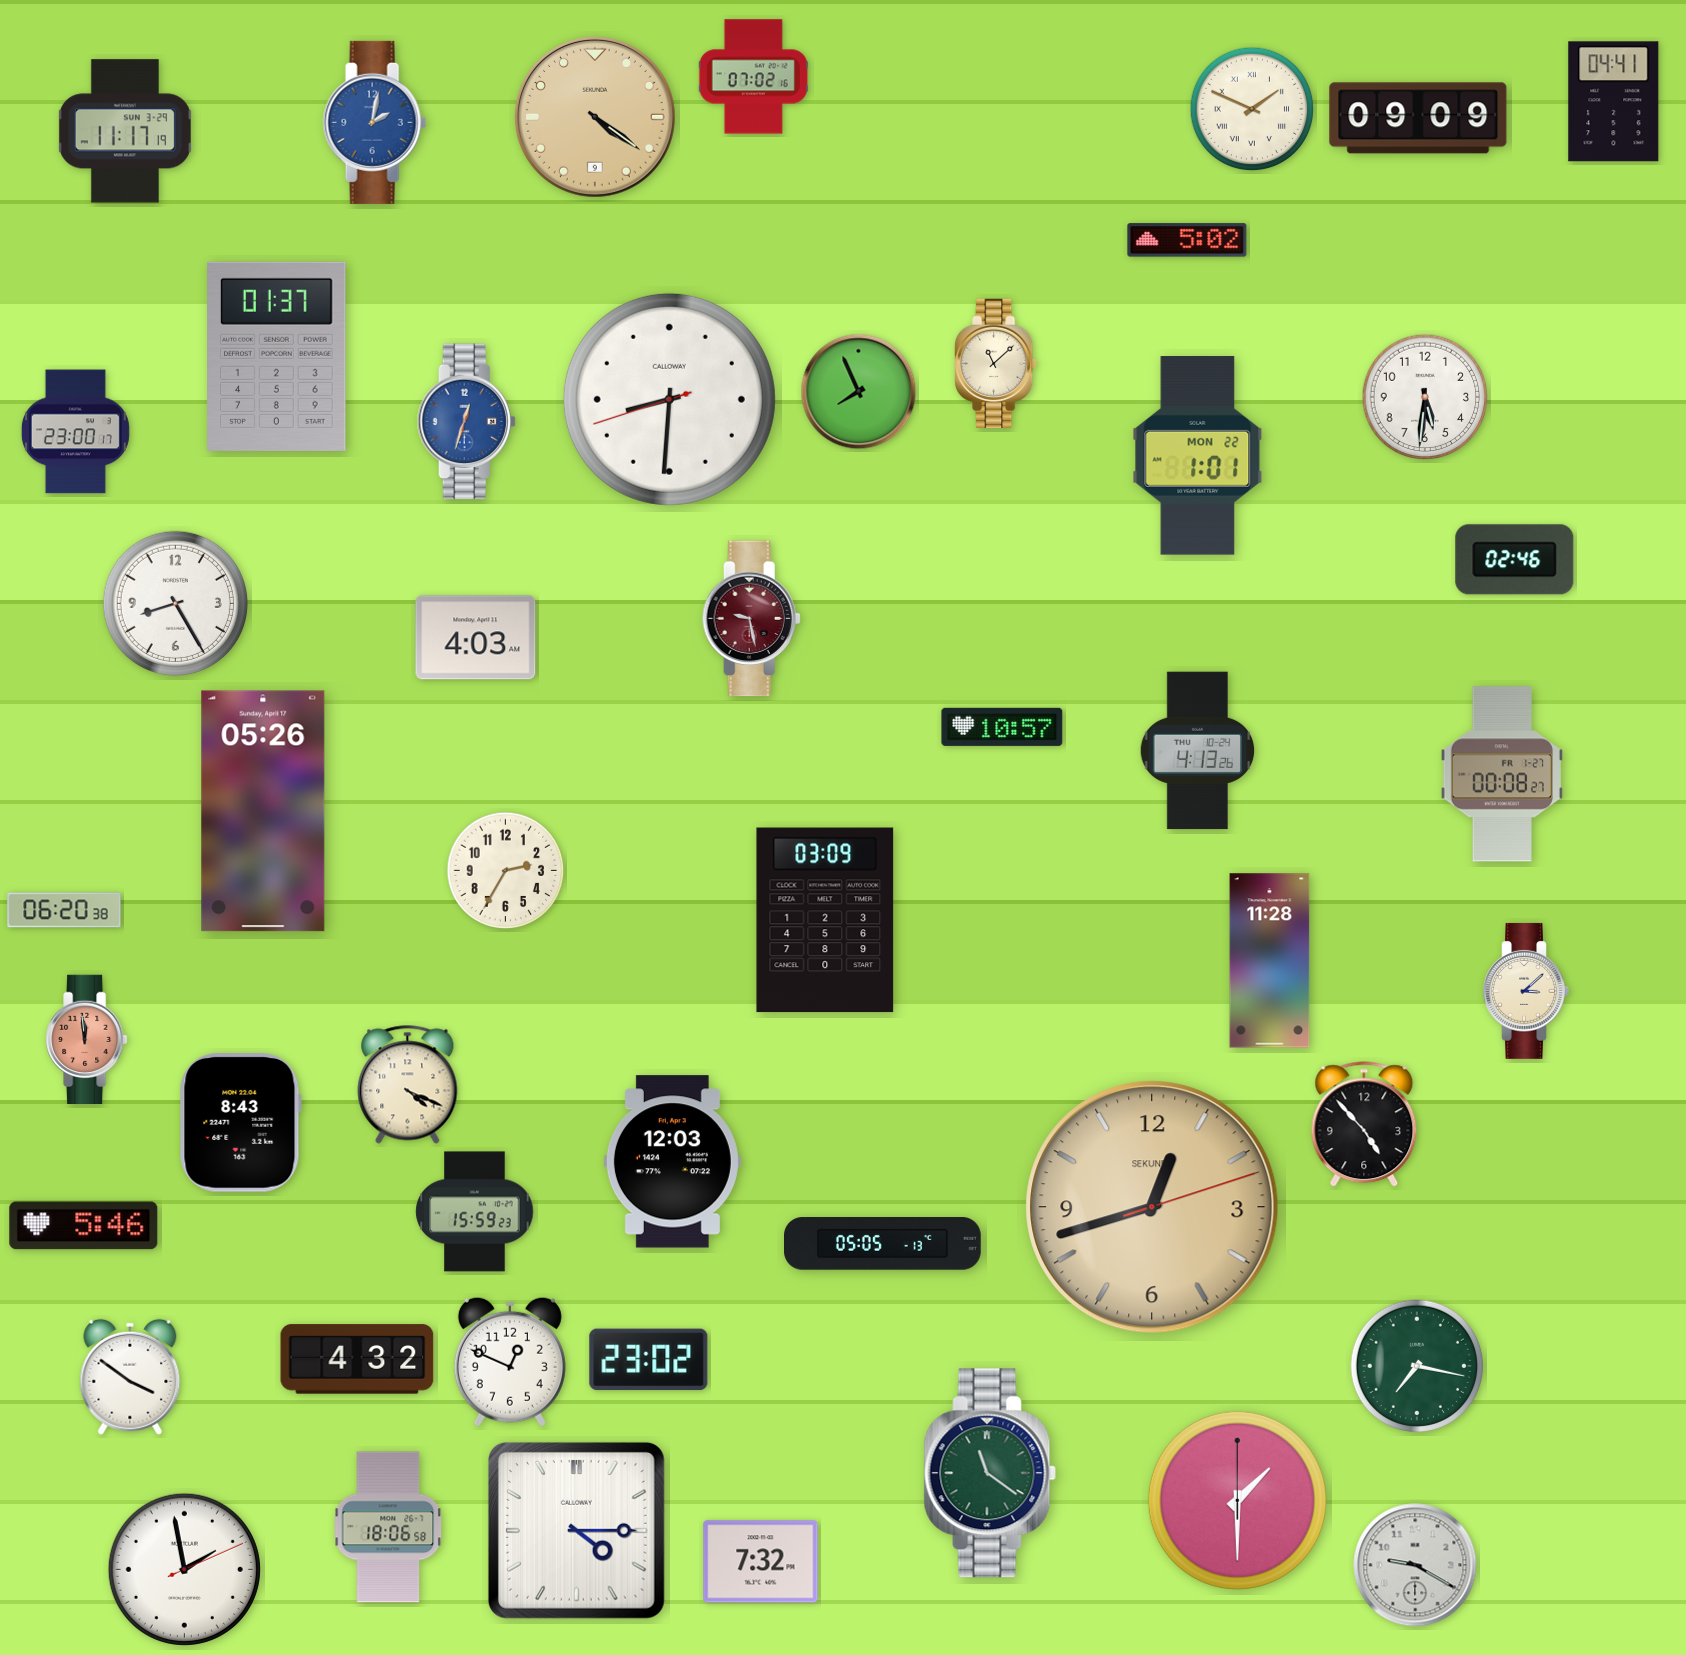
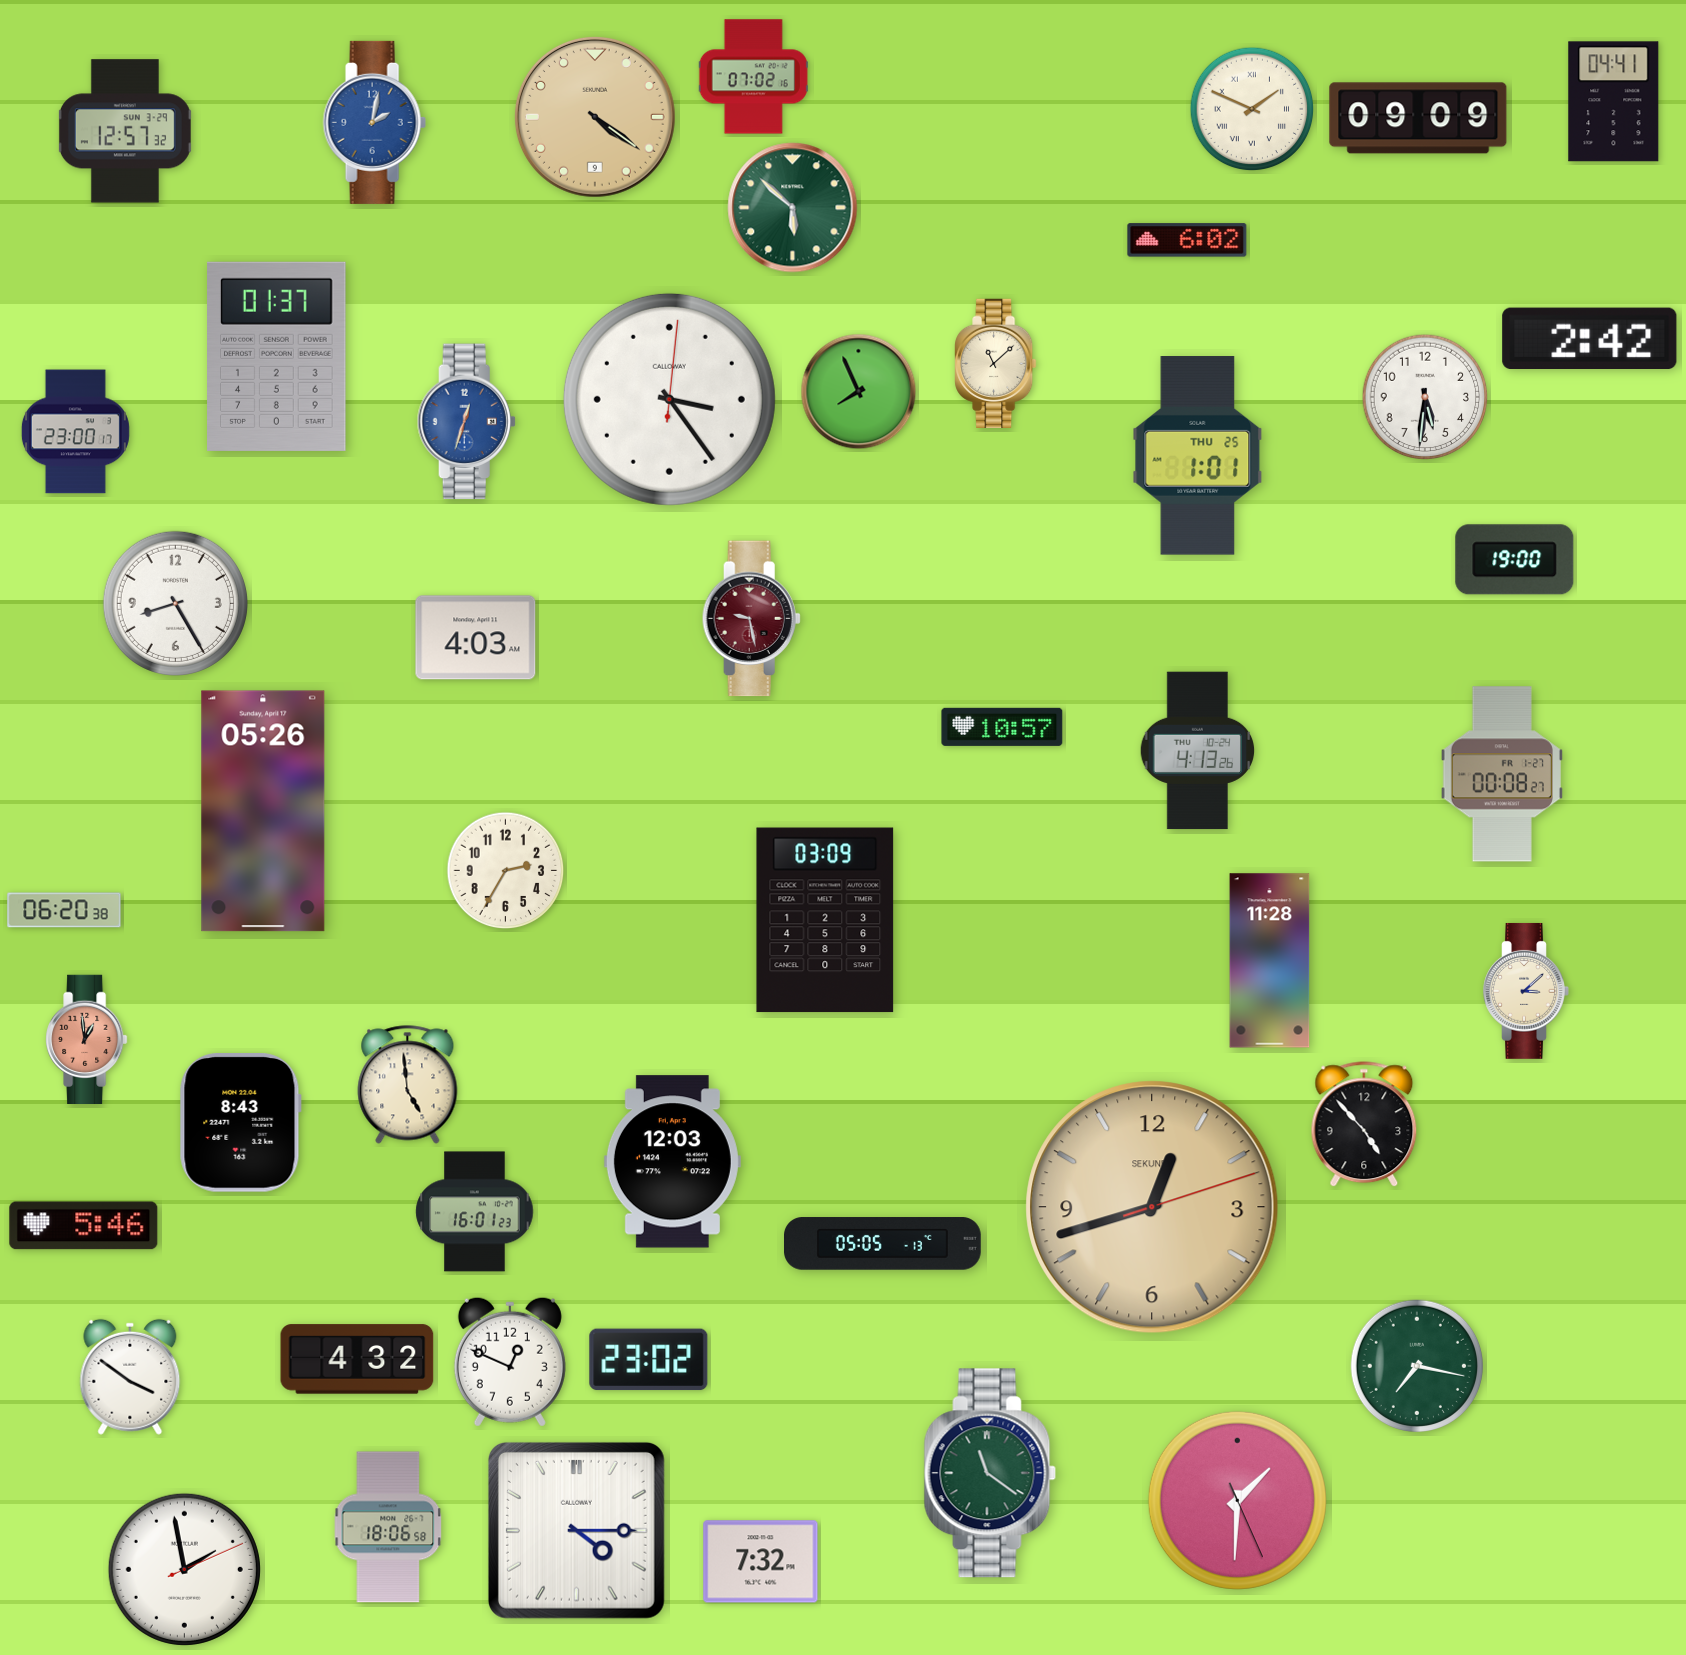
clock at (125, 131): 11:17 -> 12:57
clock at (793, 208): none -> 5:52
clock at (1187, 240): 5:02 -> 6:02
clock at (1590, 338): none -> 2:42
clock at (669, 399): 8:30 -> 3:24
clock at (1198, 456) date: MON 22 -> THU 25
clock at (1515, 560): 02:46 -> 19:00
clock at (87, 1039): 11:59 -> 12:59
clock at (408, 1085): 4:19 -> 4:59
clock at (475, 1212): 15:59 -> 16:01
clock at (1237, 1500): 1:30:00 -> 1:30:26
clock at (1415, 1565): 9:20 -> none
